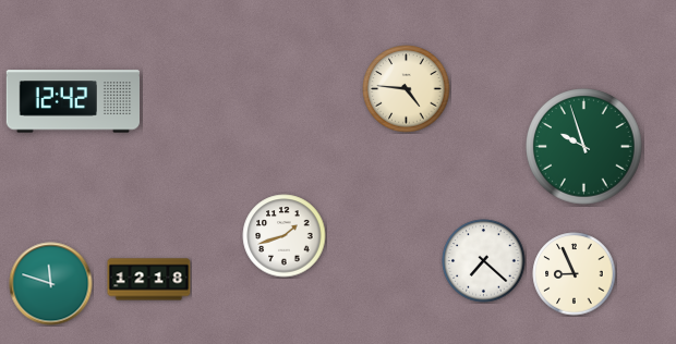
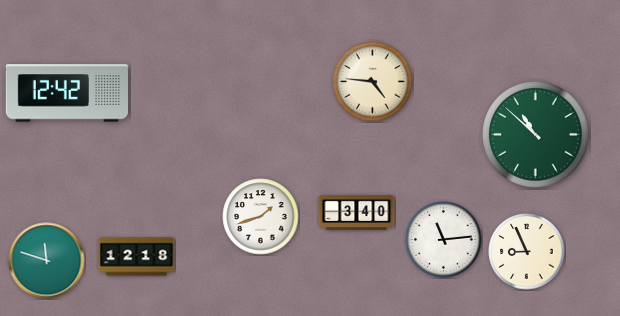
clock at (584, 147): 9:57 -> 10:52
clock at (357, 212): none -> 3:40
clock at (484, 261): 7:22 -> 11:14
